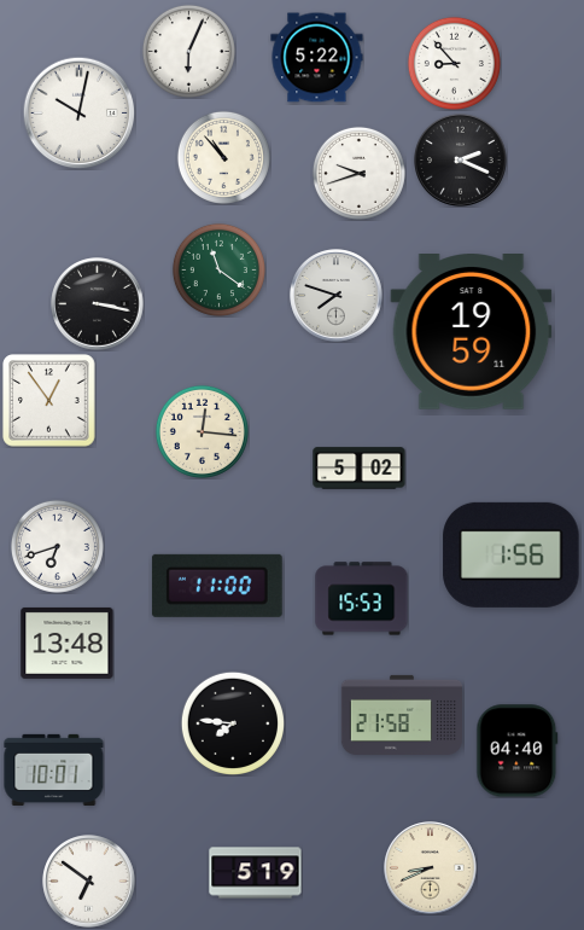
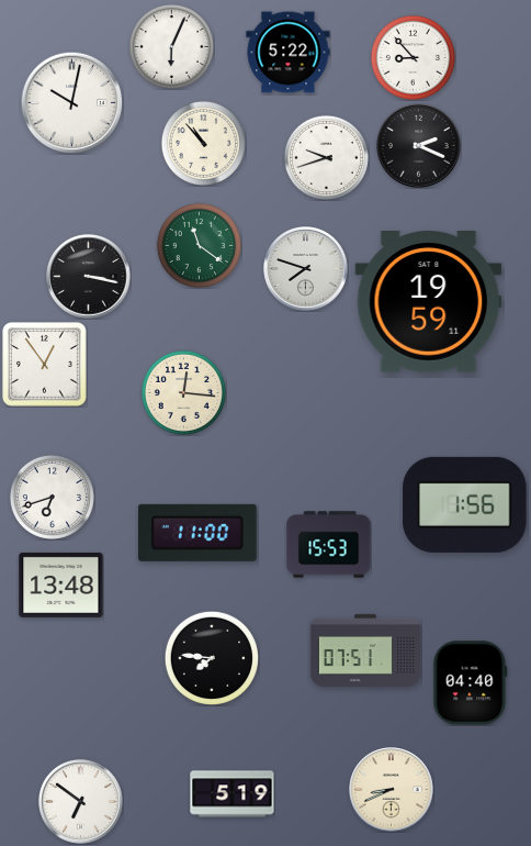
clock at (360, 469): 5:02 -> none
clock at (401, 715): 21:58 -> 07:51
clock at (54, 769): 10:01 -> none
